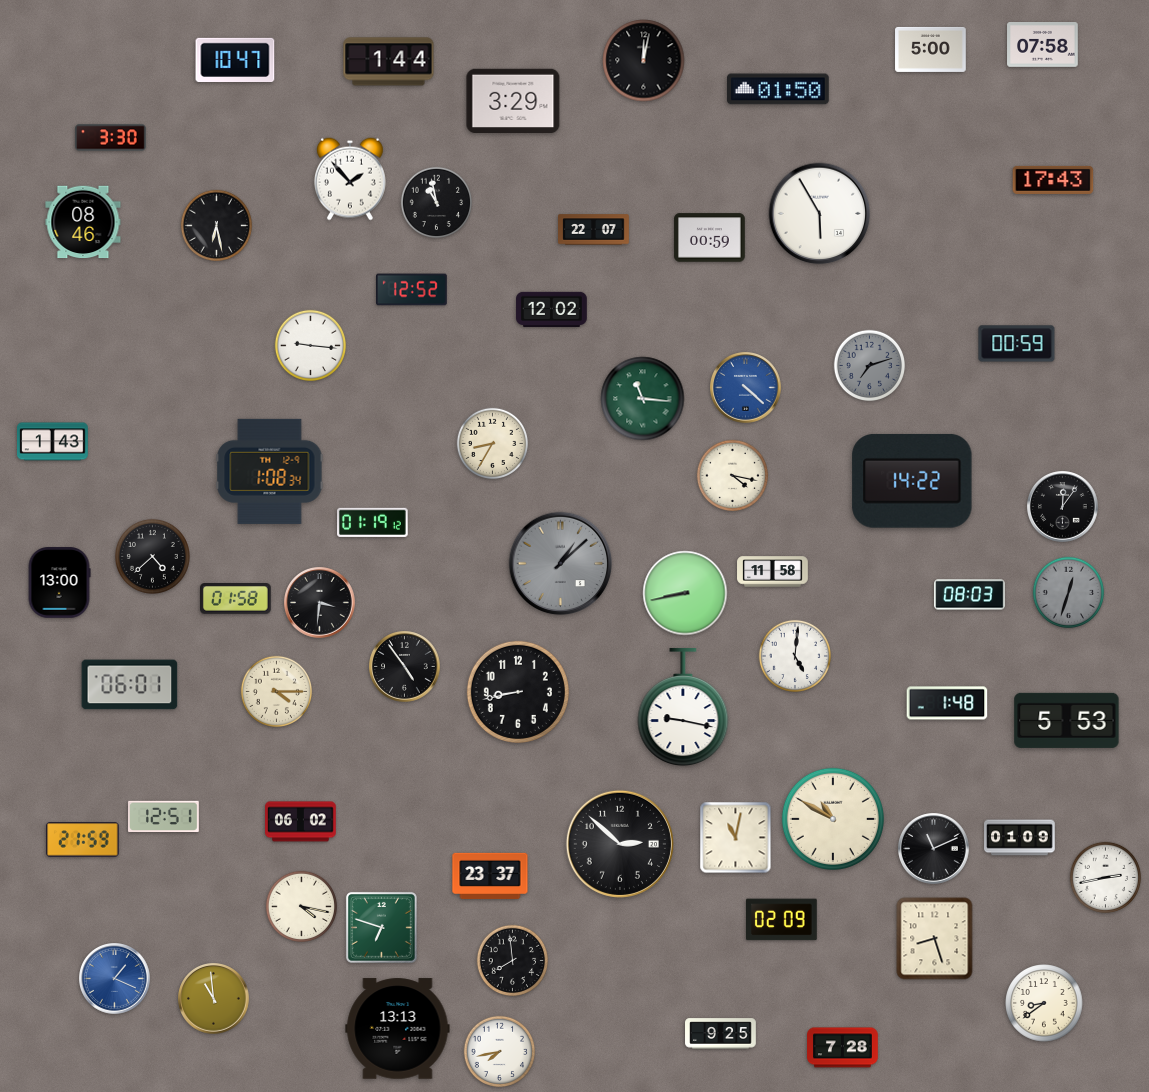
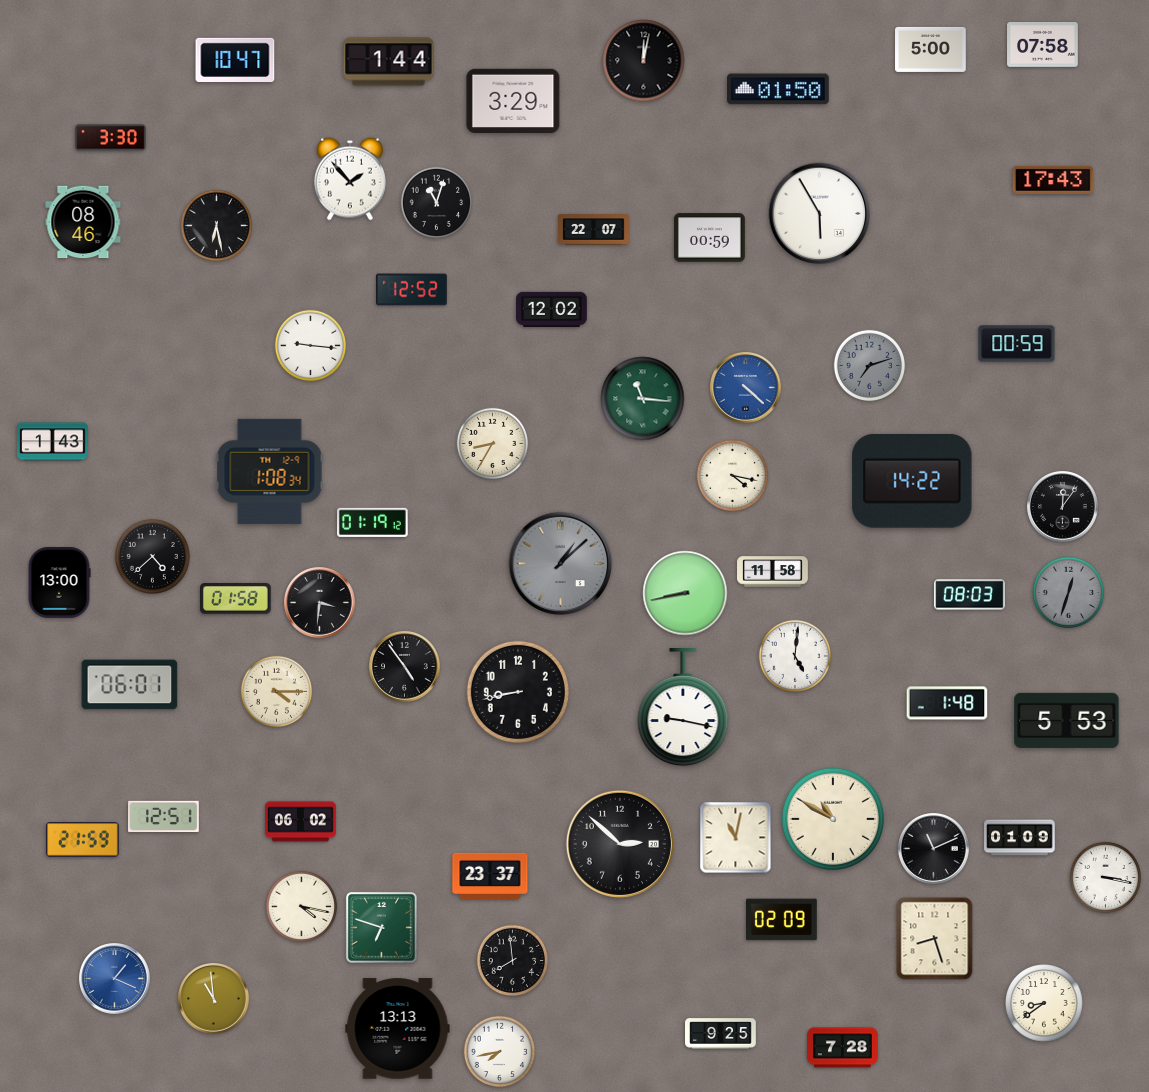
clock at (437, 203): 10:58 -> 11:03
clock at (1106, 878): 2:43 -> 3:17
